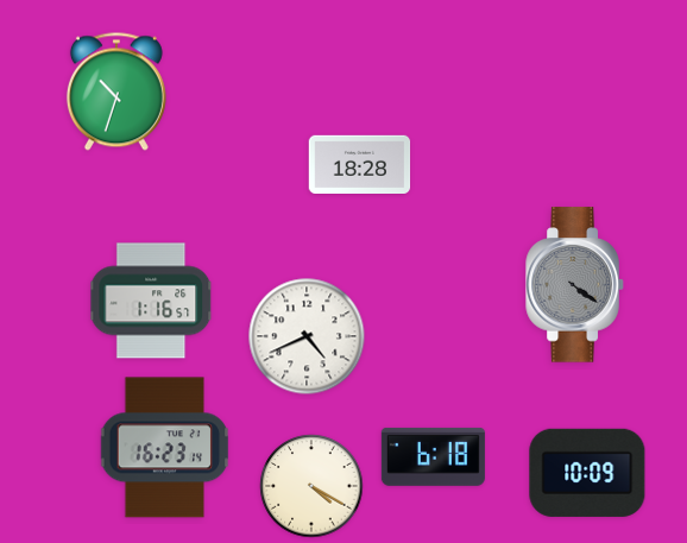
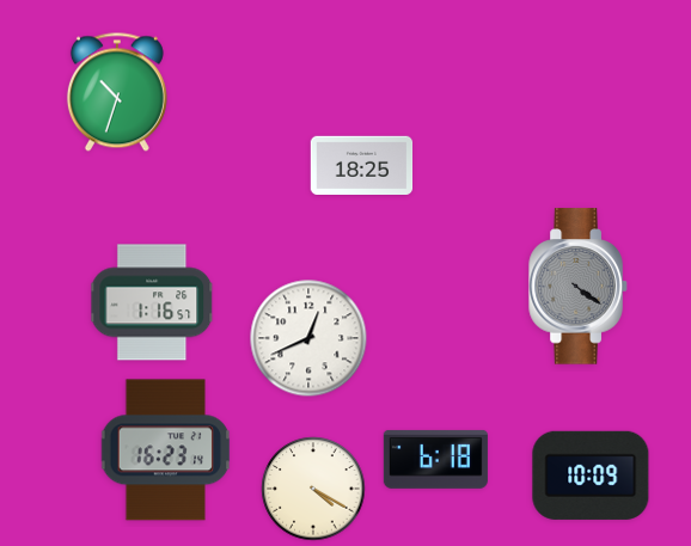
clock at (360, 164): 18:28 -> 18:25
clock at (307, 336): 4:41 -> 12:41
